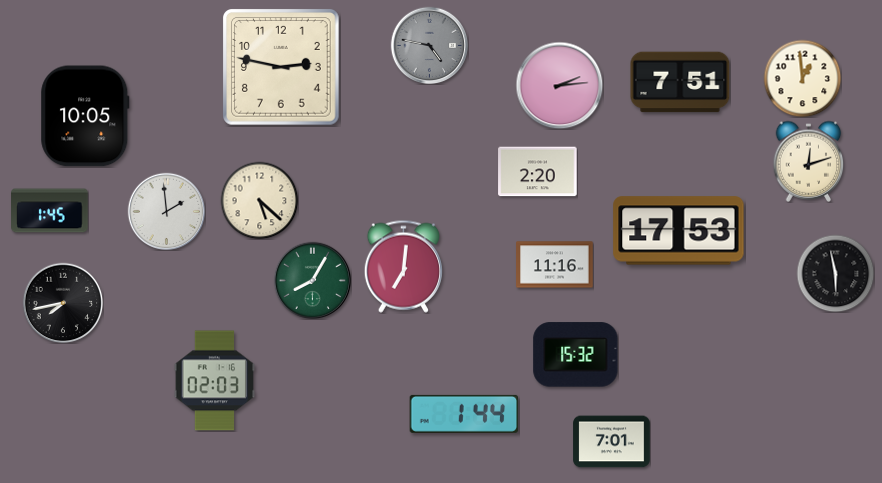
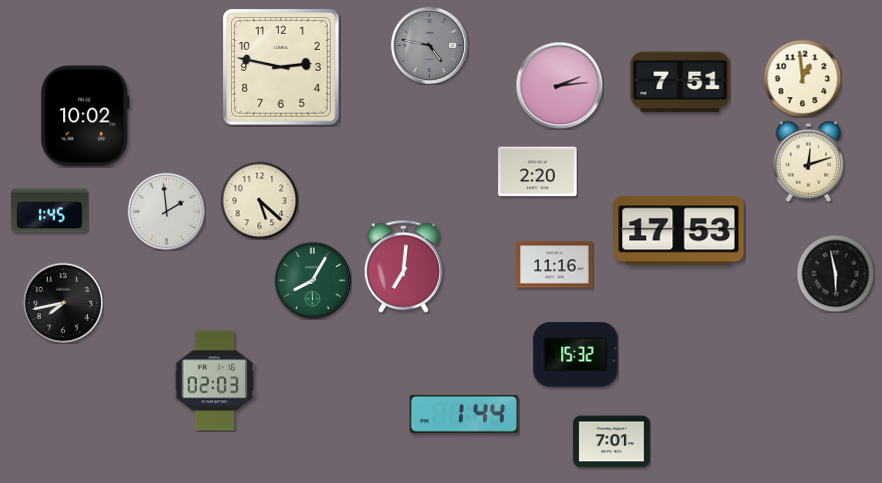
clock at (85, 116): 10:05 -> 10:02
